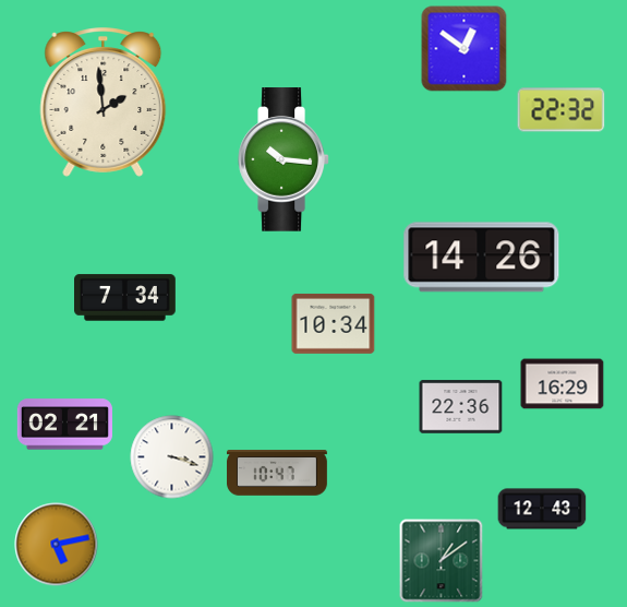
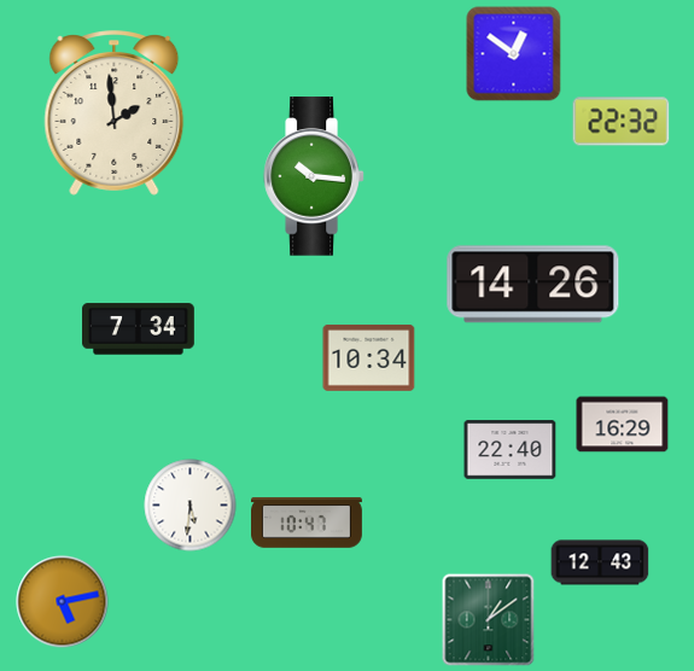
clock at (461, 407): 22:36 -> 22:40
clock at (64, 425): 02:21 -> none
clock at (172, 457): 3:18 -> 5:31
